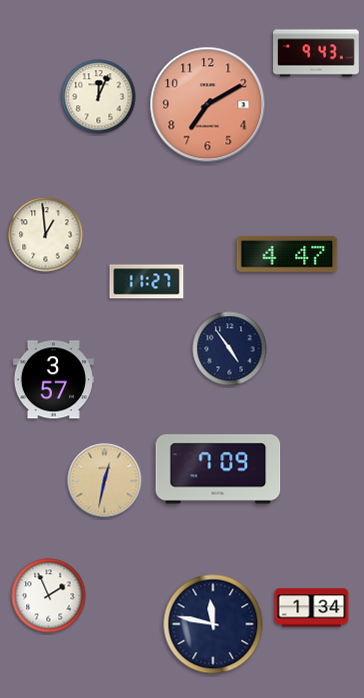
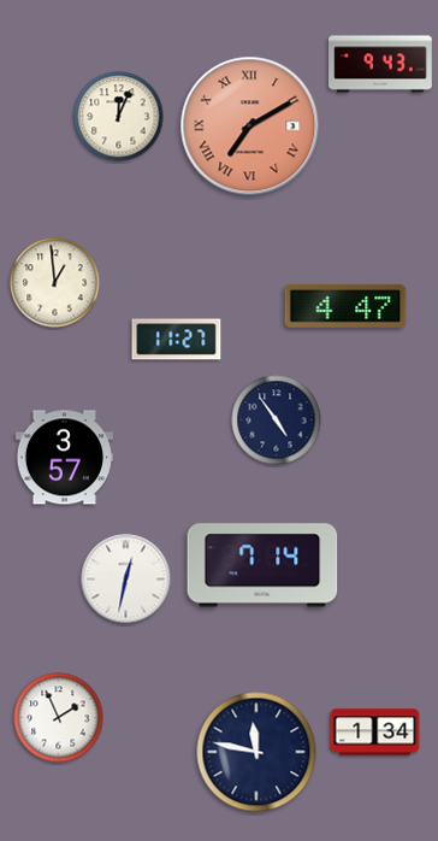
clock at (208, 105) numerals: Arabic -> Roman
clock at (218, 469): 7:09 -> 7:14
clock at (105, 481) dial: champagne -> white
